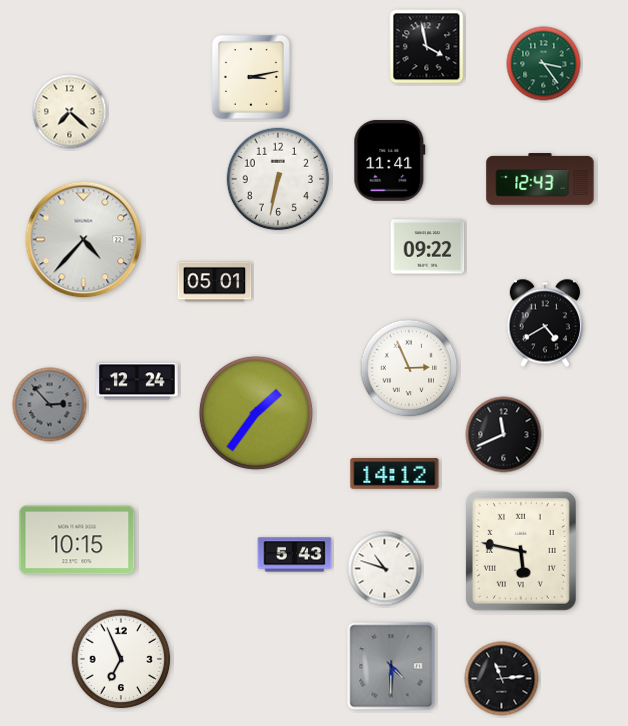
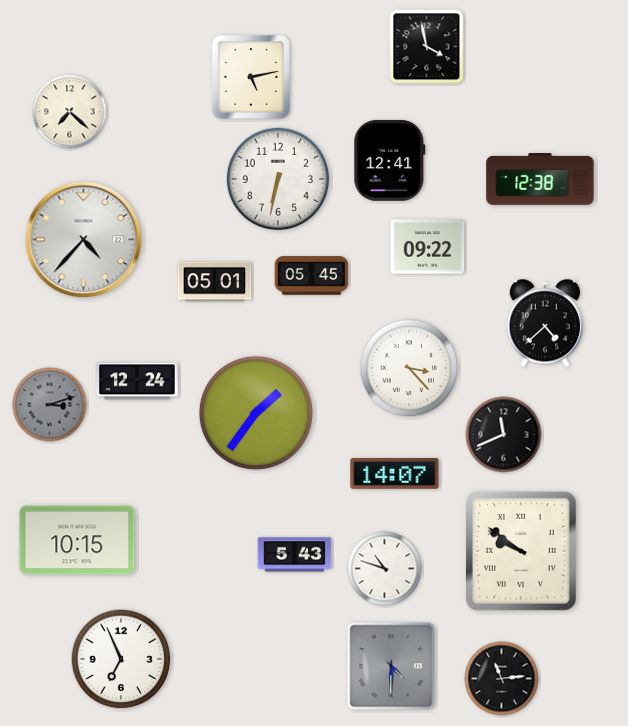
clock at (544, 64): 3:24 -> none
clock at (251, 77): 3:13 -> 5:13
clock at (390, 160): 11:41 -> 12:41
clock at (540, 179): 12:43 -> 12:38
clock at (312, 276): none -> 05:45
clock at (545, 323): 4:40 -> 4:38
clock at (409, 368): 2:56 -> 3:23
clock at (50, 405): 2:53 -> 3:12
clock at (395, 474): 14:12 -> 14:07
clock at (521, 551): 5:47 -> 9:51
